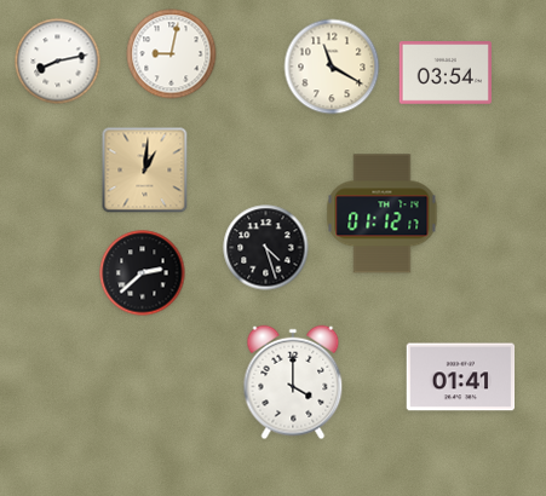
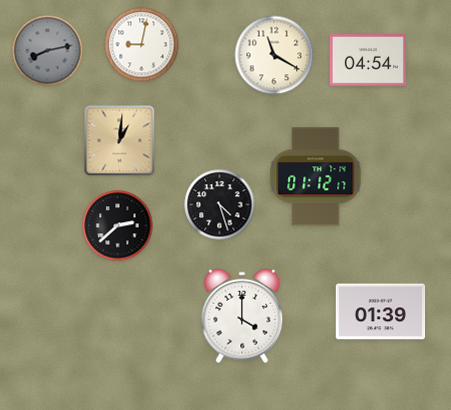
clock at (58, 62) dial: white -> grey
clock at (446, 74): 03:54 -> 04:54
clock at (461, 377): 01:41 -> 01:39
